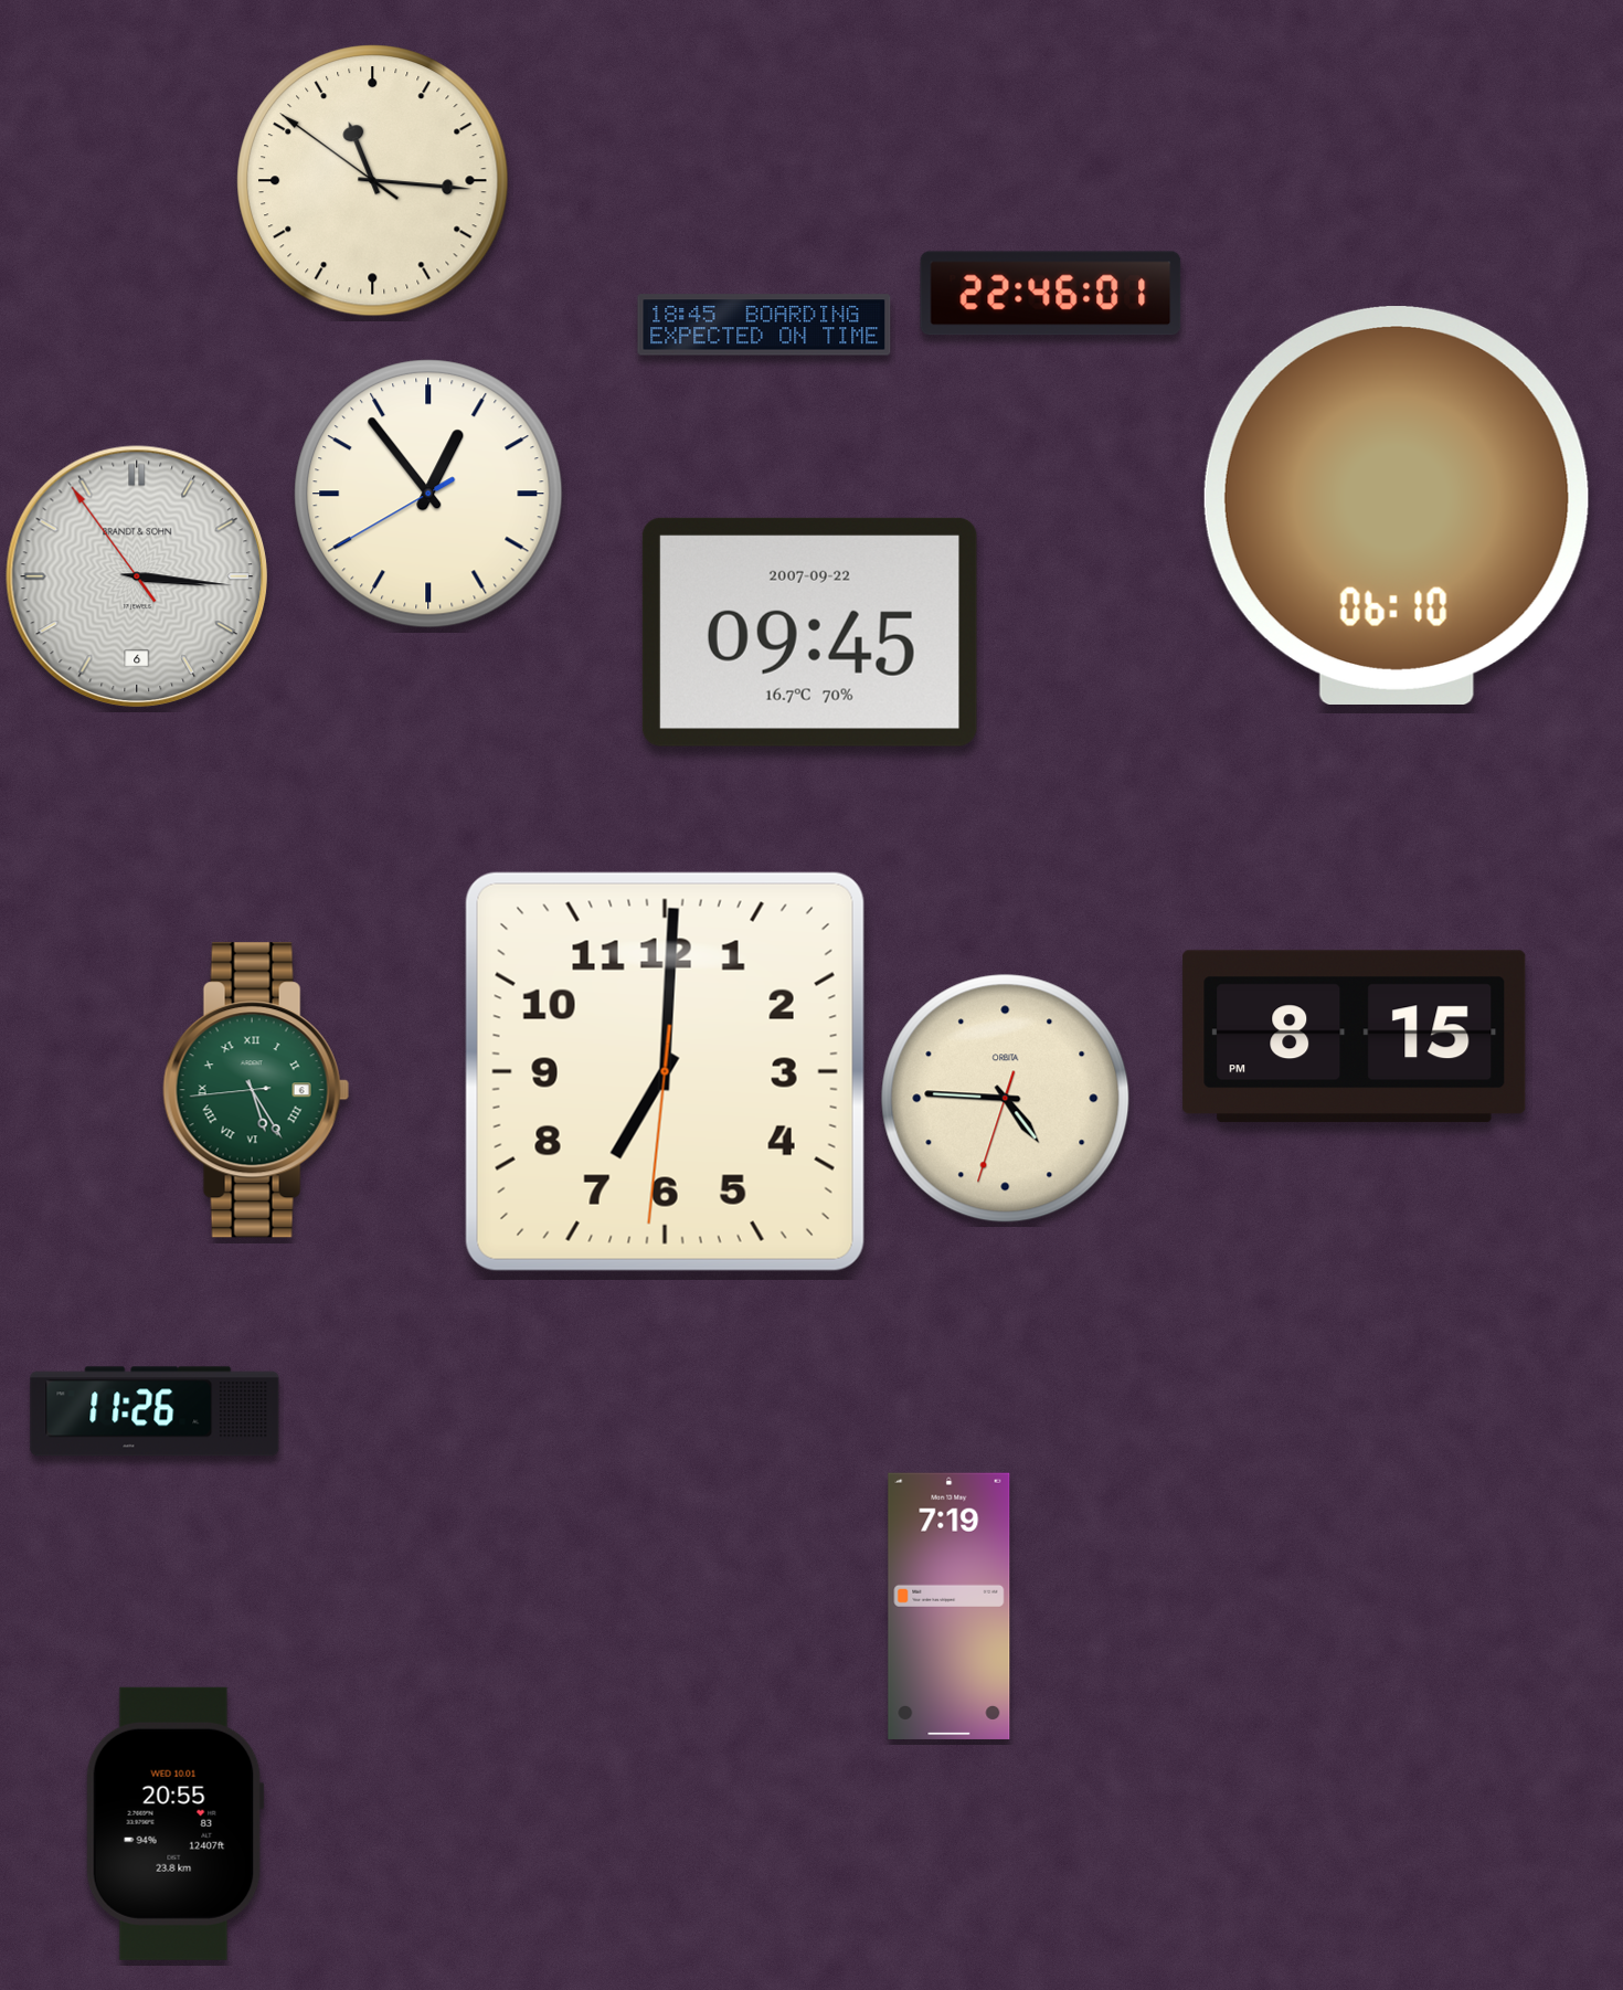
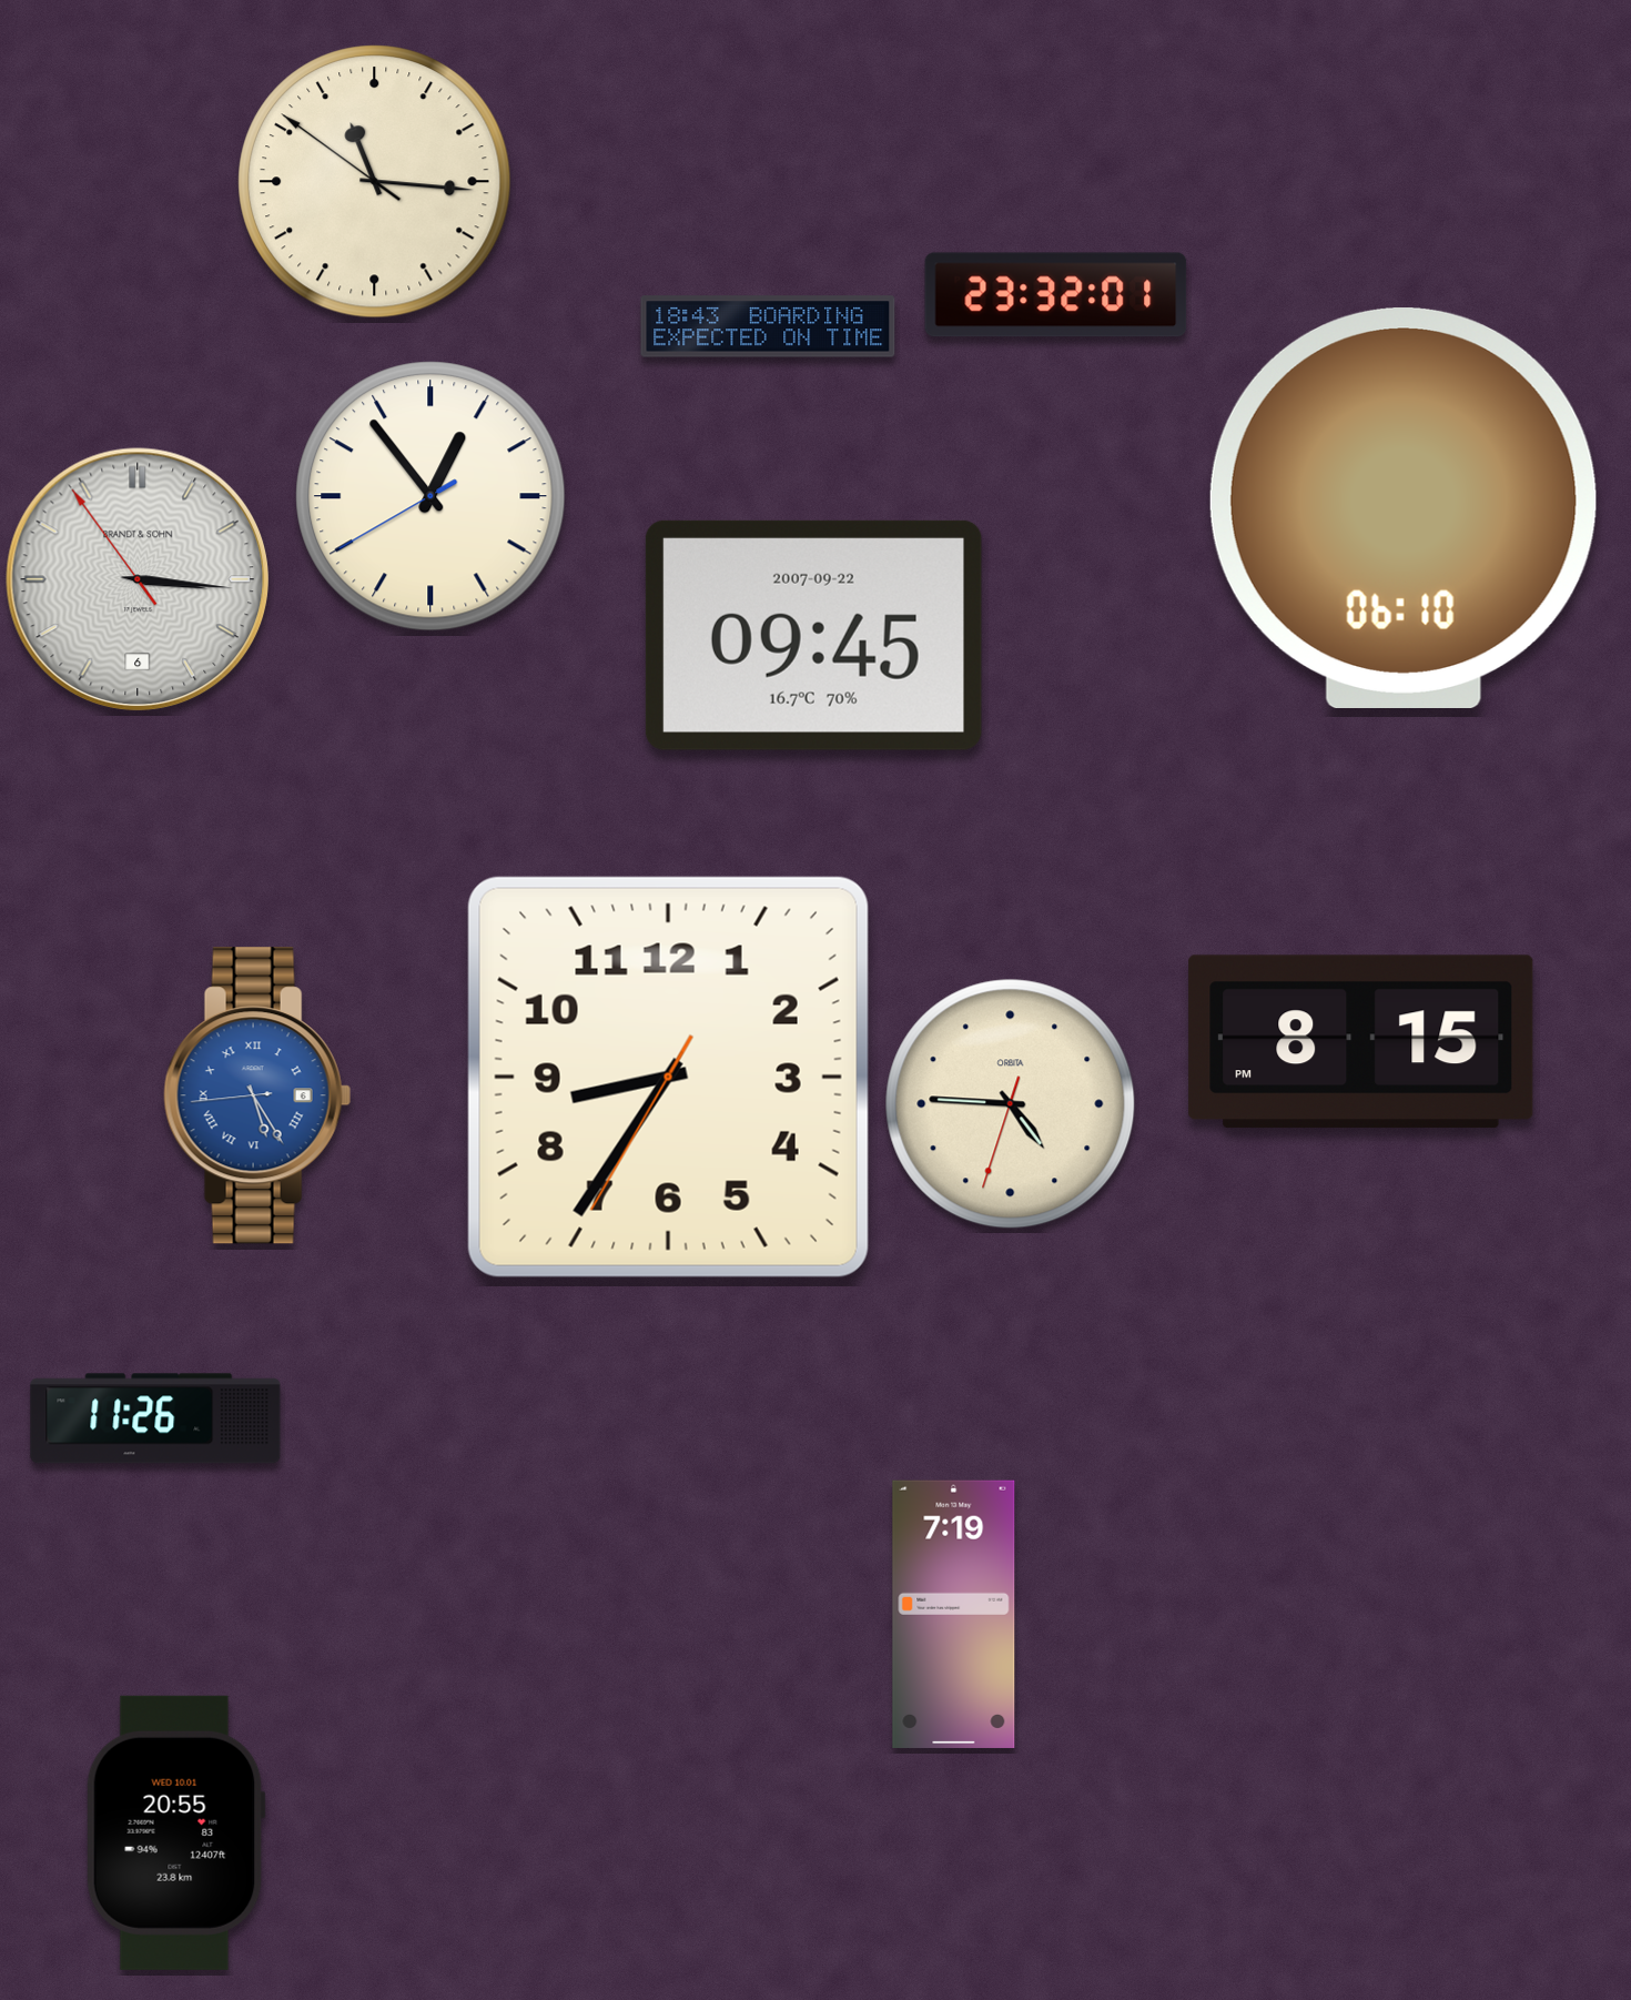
clock at (1051, 294): 22:46 -> 23:32
clock at (764, 325): 18:45 -> 18:43
clock at (665, 1071): 7:00 -> 8:35
clock at (256, 1090) dial: green -> blue
